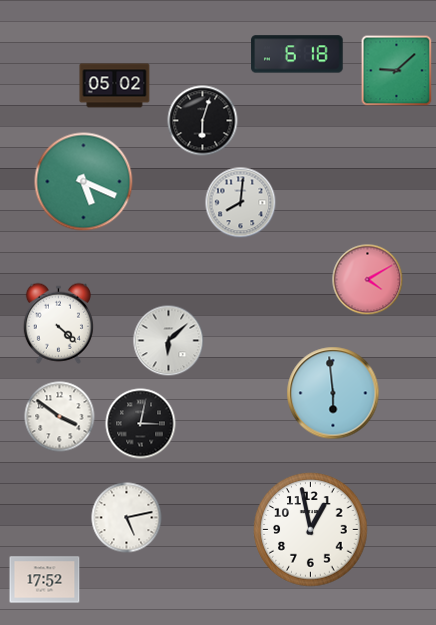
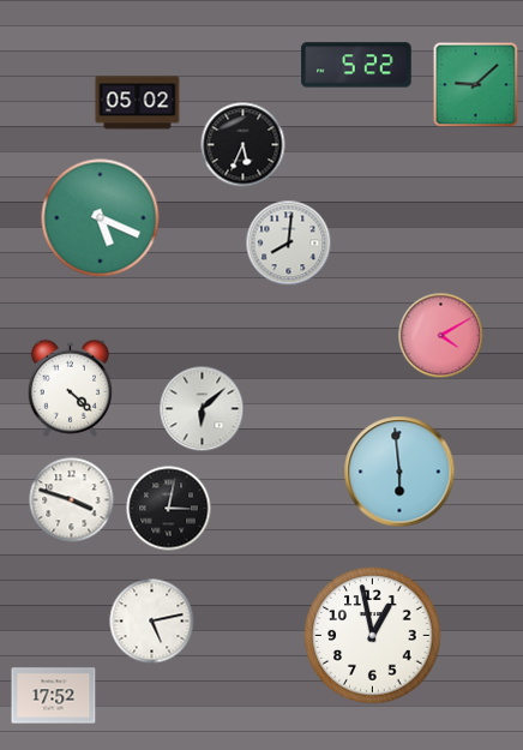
clock at (297, 54): 6:18 -> 5:22
clock at (203, 121): 6:03 -> 5:34
clock at (60, 417): 3:51 -> 3:48
